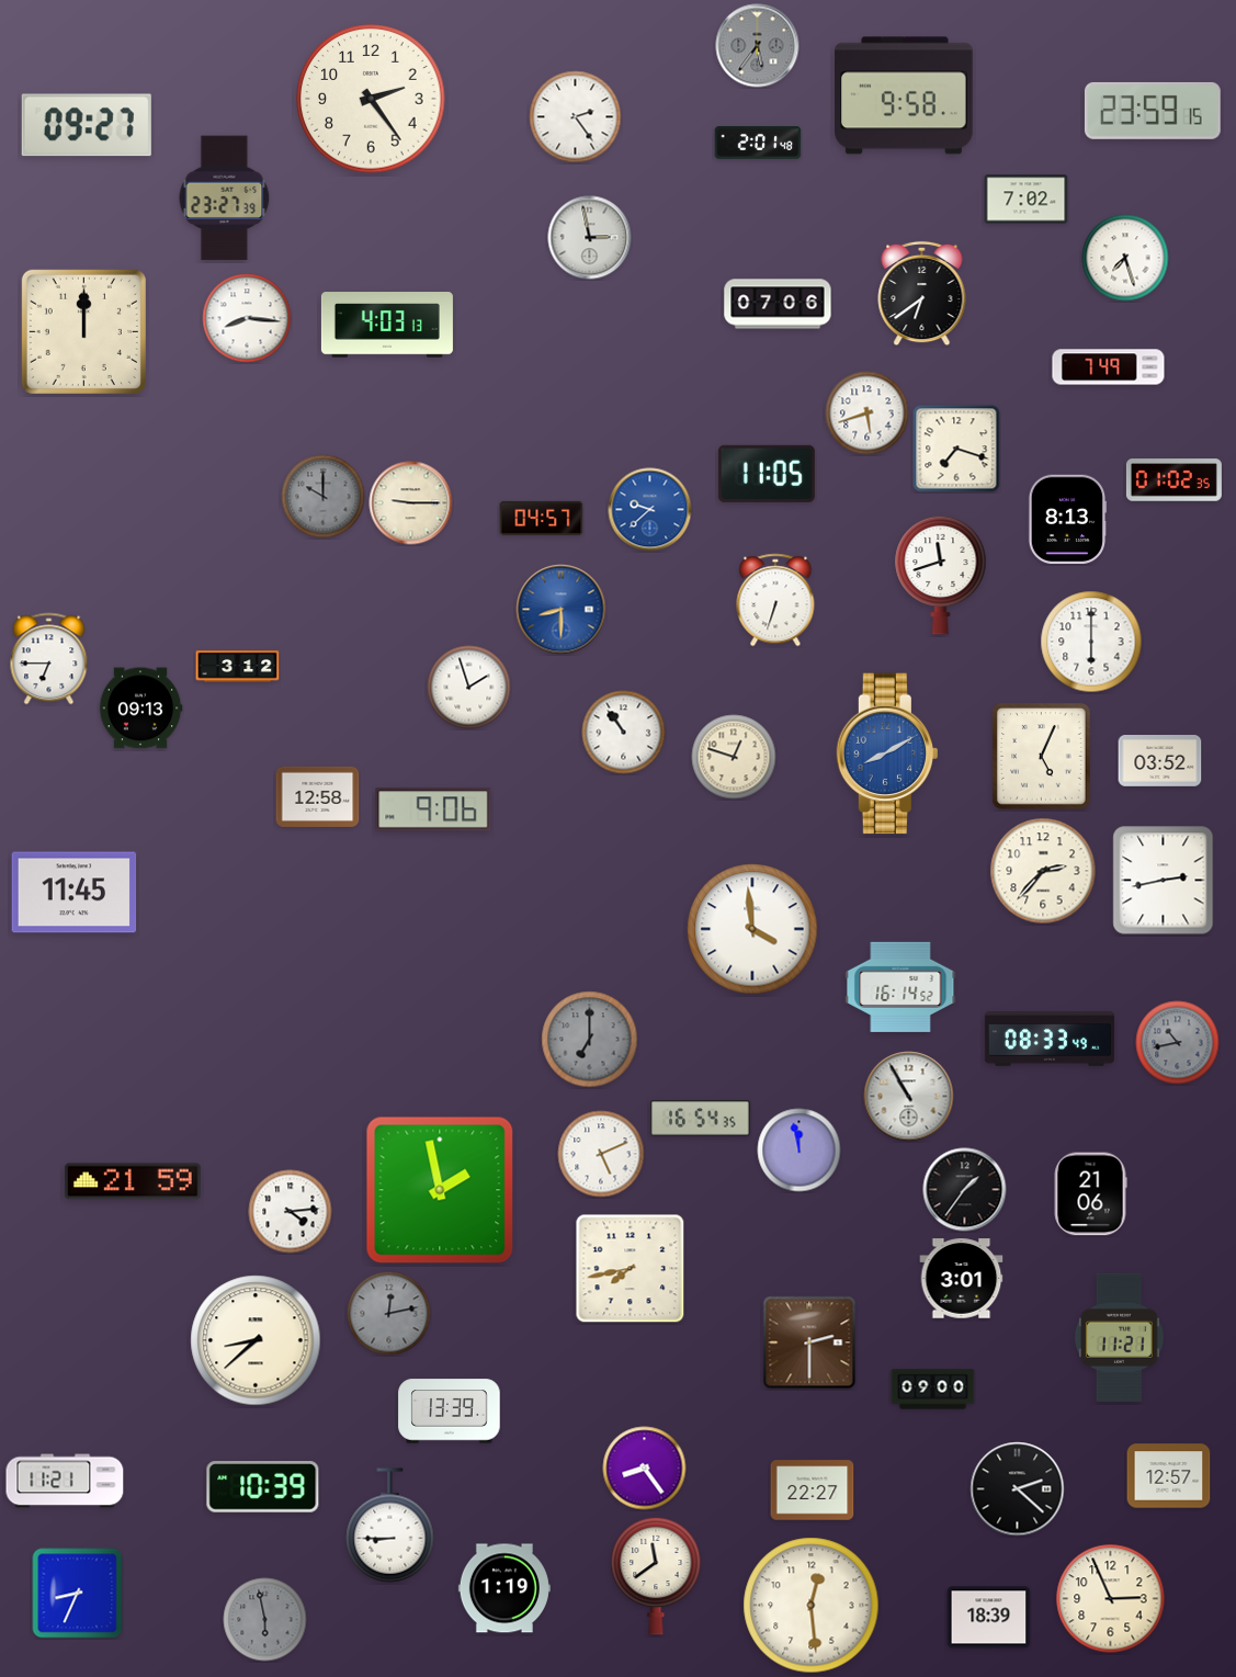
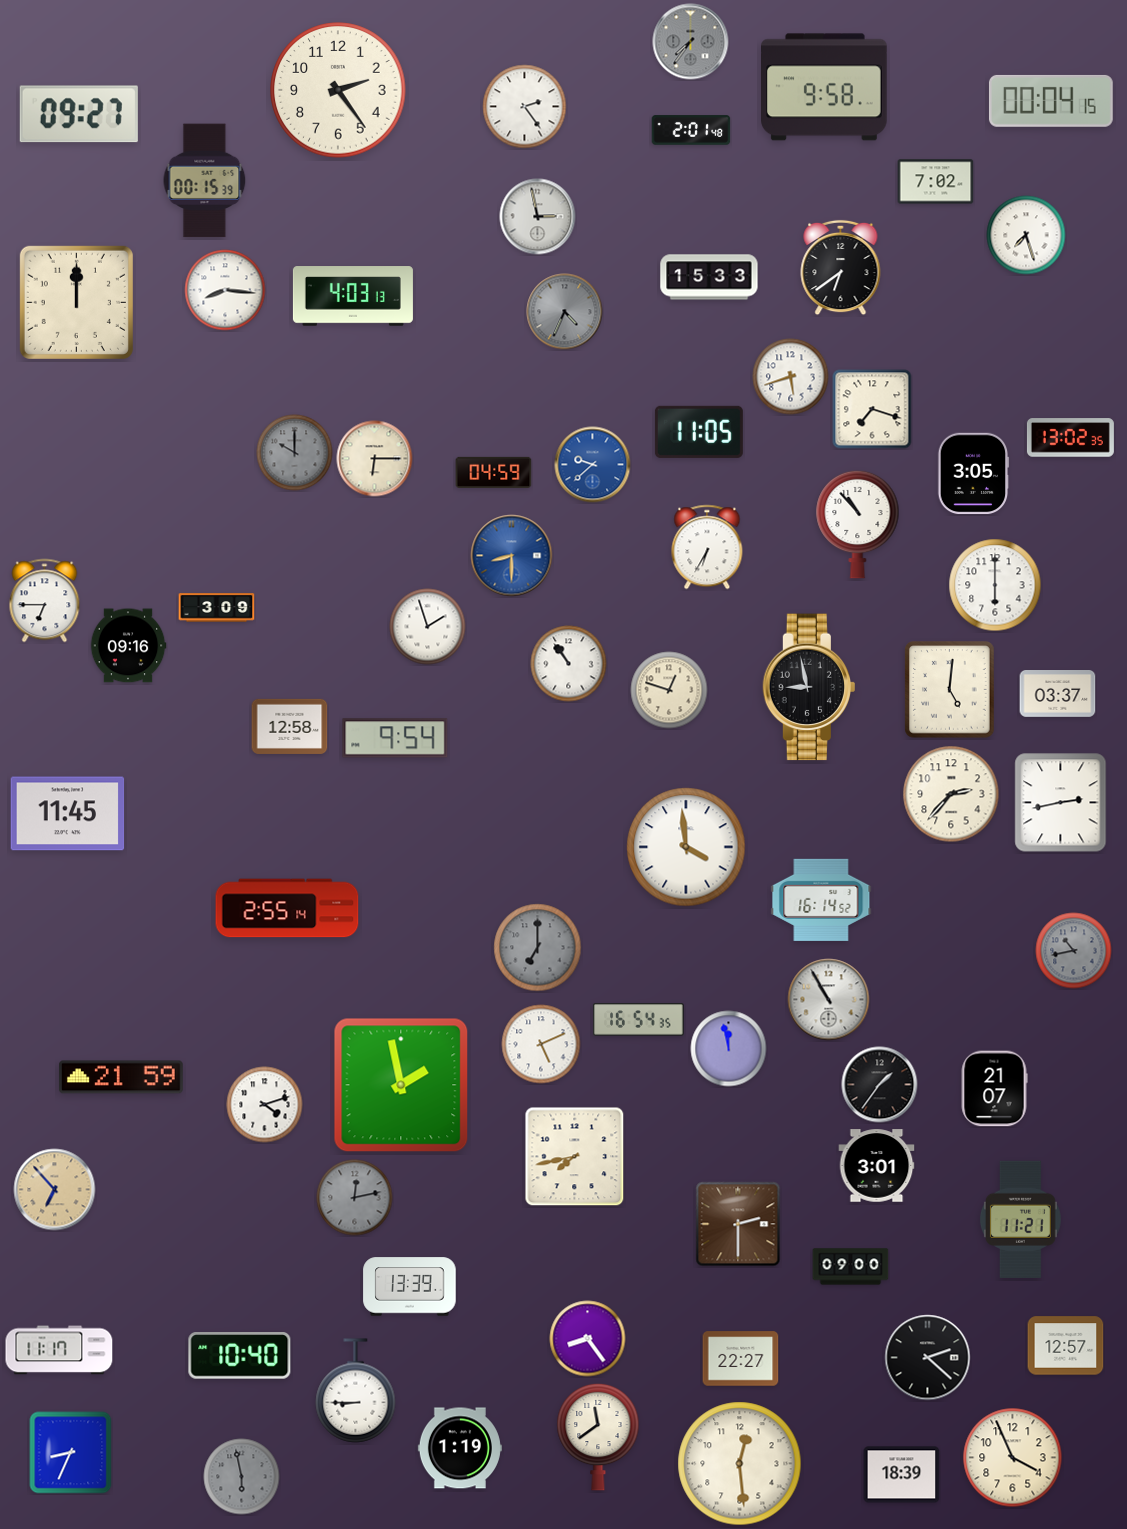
clock at (758, 46): 5:36 -> 7:36
clock at (1153, 111): 23:59 -> 00:04
clock at (225, 199): 23:27 -> 00:15
clock at (778, 304): 07:06 -> 15:33
clock at (565, 312): none -> 4:34
clock at (1109, 367): 7:49 -> none
clock at (1173, 480): 01:02 -> 13:02
clock at (411, 503): 9:15 -> 6:15
clock at (542, 518): 04:57 -> 04:59
clock at (1067, 520): 8:13 -> 3:05
clock at (941, 575): 11:42 -> 10:53
clock at (775, 600): 6:33 -> 6:35
clock at (238, 667): 3:12 -> 3:09
clock at (140, 709): 09:13 -> 09:16
clock at (624, 733) position: (624, 733) -> (569, 664)
clock at (886, 753): 8:10 -> 8:58
clock at (886, 753) dial: blue -> black
clock at (1042, 757): 5:04 -> 5:01
clock at (1160, 761): 03:52 -> 03:37
clock at (433, 809): 9:06 -> 9:54
clock at (287, 908): none -> 2:55
clock at (1050, 1039): 08:33 -> none
clock at (601, 1154) position: (601, 1154) -> (541, 1044)
clock at (1090, 1194): 21:06 -> 21:07
clock at (291, 1212): 4:14 -> 4:12
clock at (55, 1190): none -> 6:53
clock at (256, 1340): 8:38 -> none
clock at (65, 1481): 11:21 -> 11:17
clock at (263, 1487): 10:39 -> 10:40
clock at (1111, 1599): 2:56 -> 3:56
